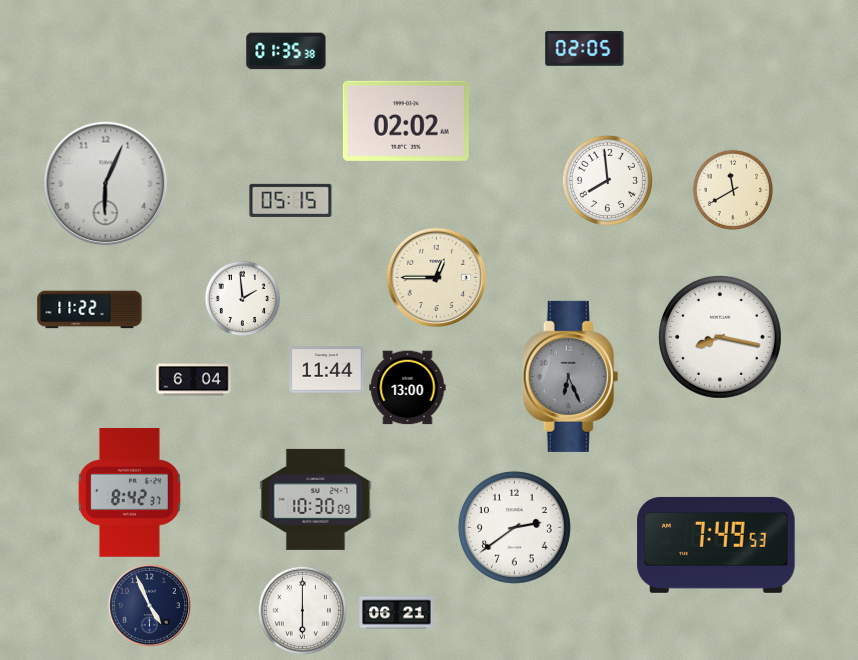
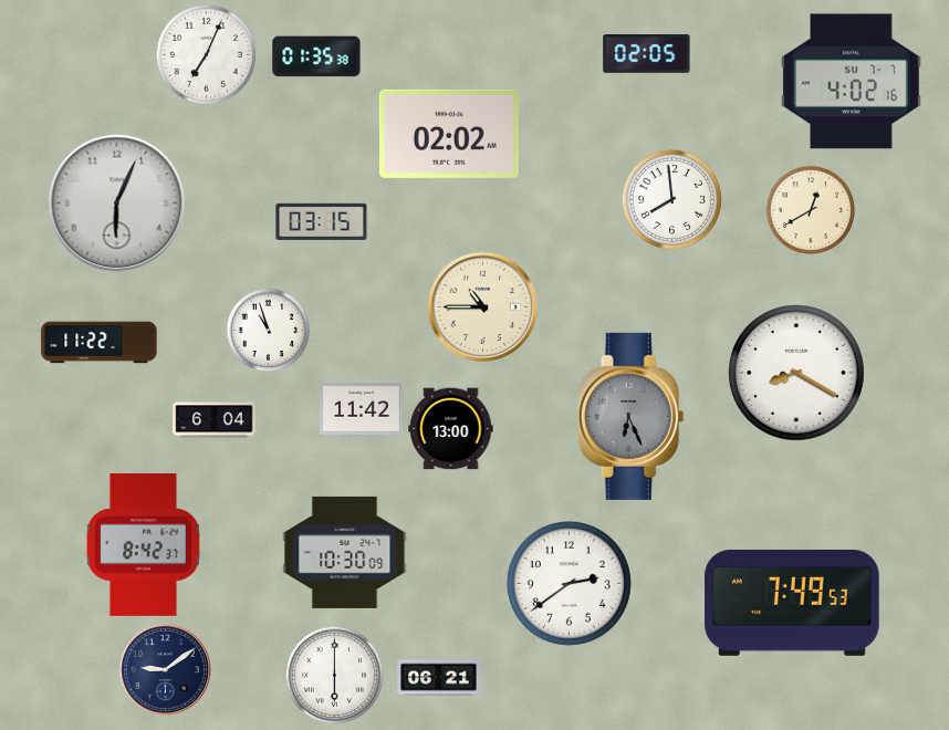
clock at (206, 54): none -> 7:04
clock at (851, 82): none -> 4:02
clock at (733, 190): 11:40 -> 12:40
clock at (291, 200): 05:15 -> 03:15
clock at (436, 277): 12:45 -> 10:45
clock at (243, 299): 1:59 -> 10:57
clock at (720, 337): 8:17 -> 8:20
clock at (327, 370): 11:44 -> 11:42
clock at (316, 499) position: (316, 499) -> (345, 552)
clock at (149, 605): 4:56 -> 9:09
